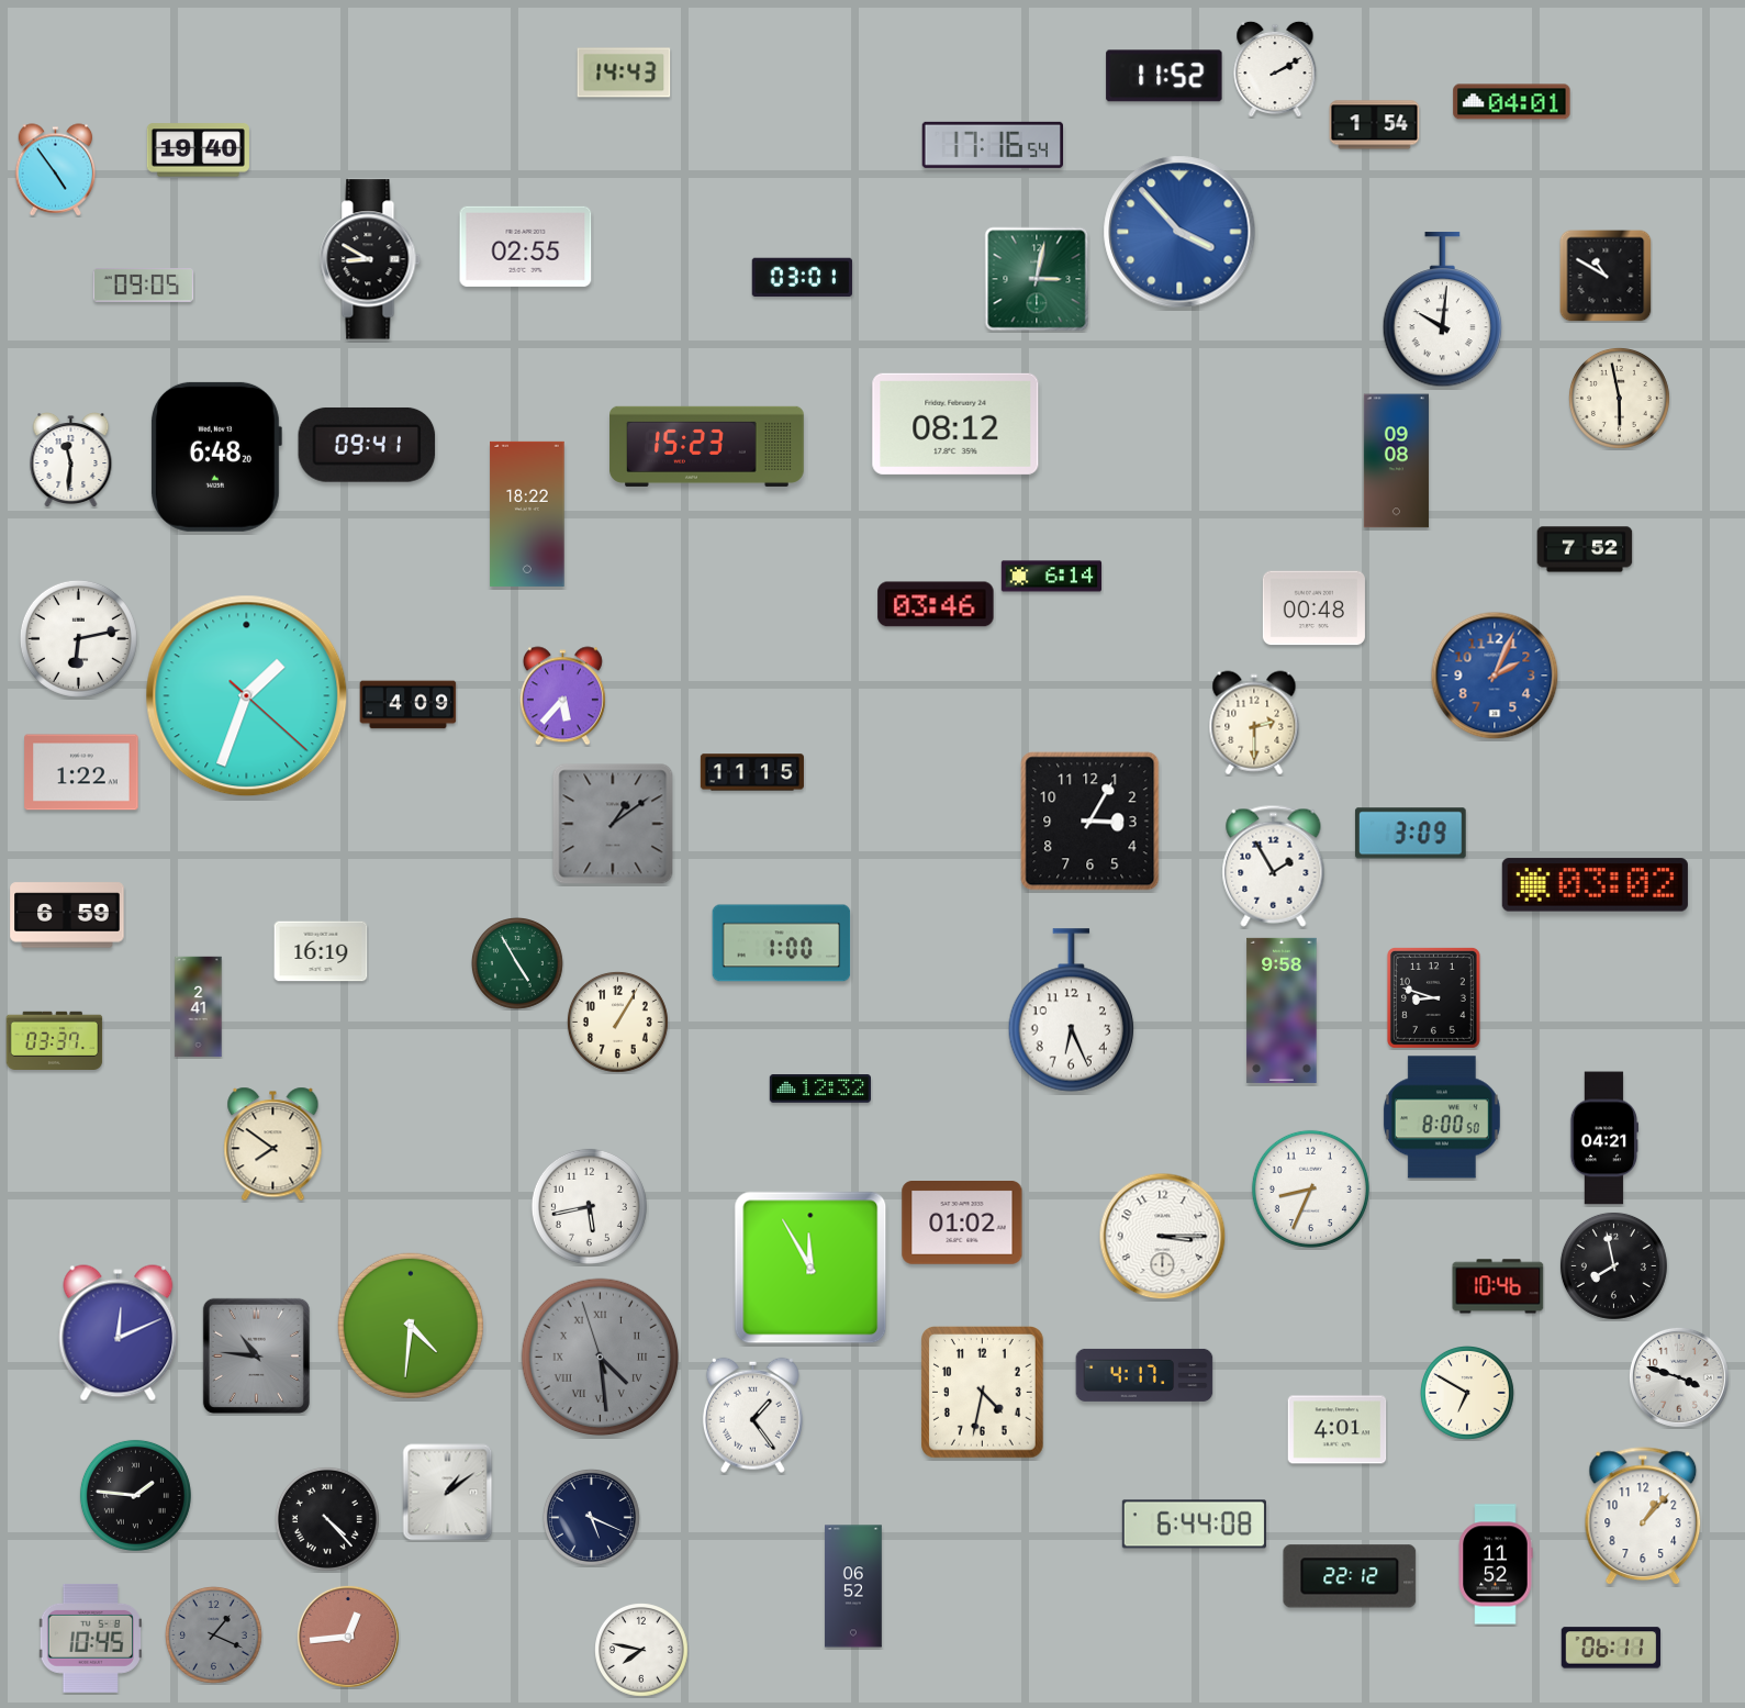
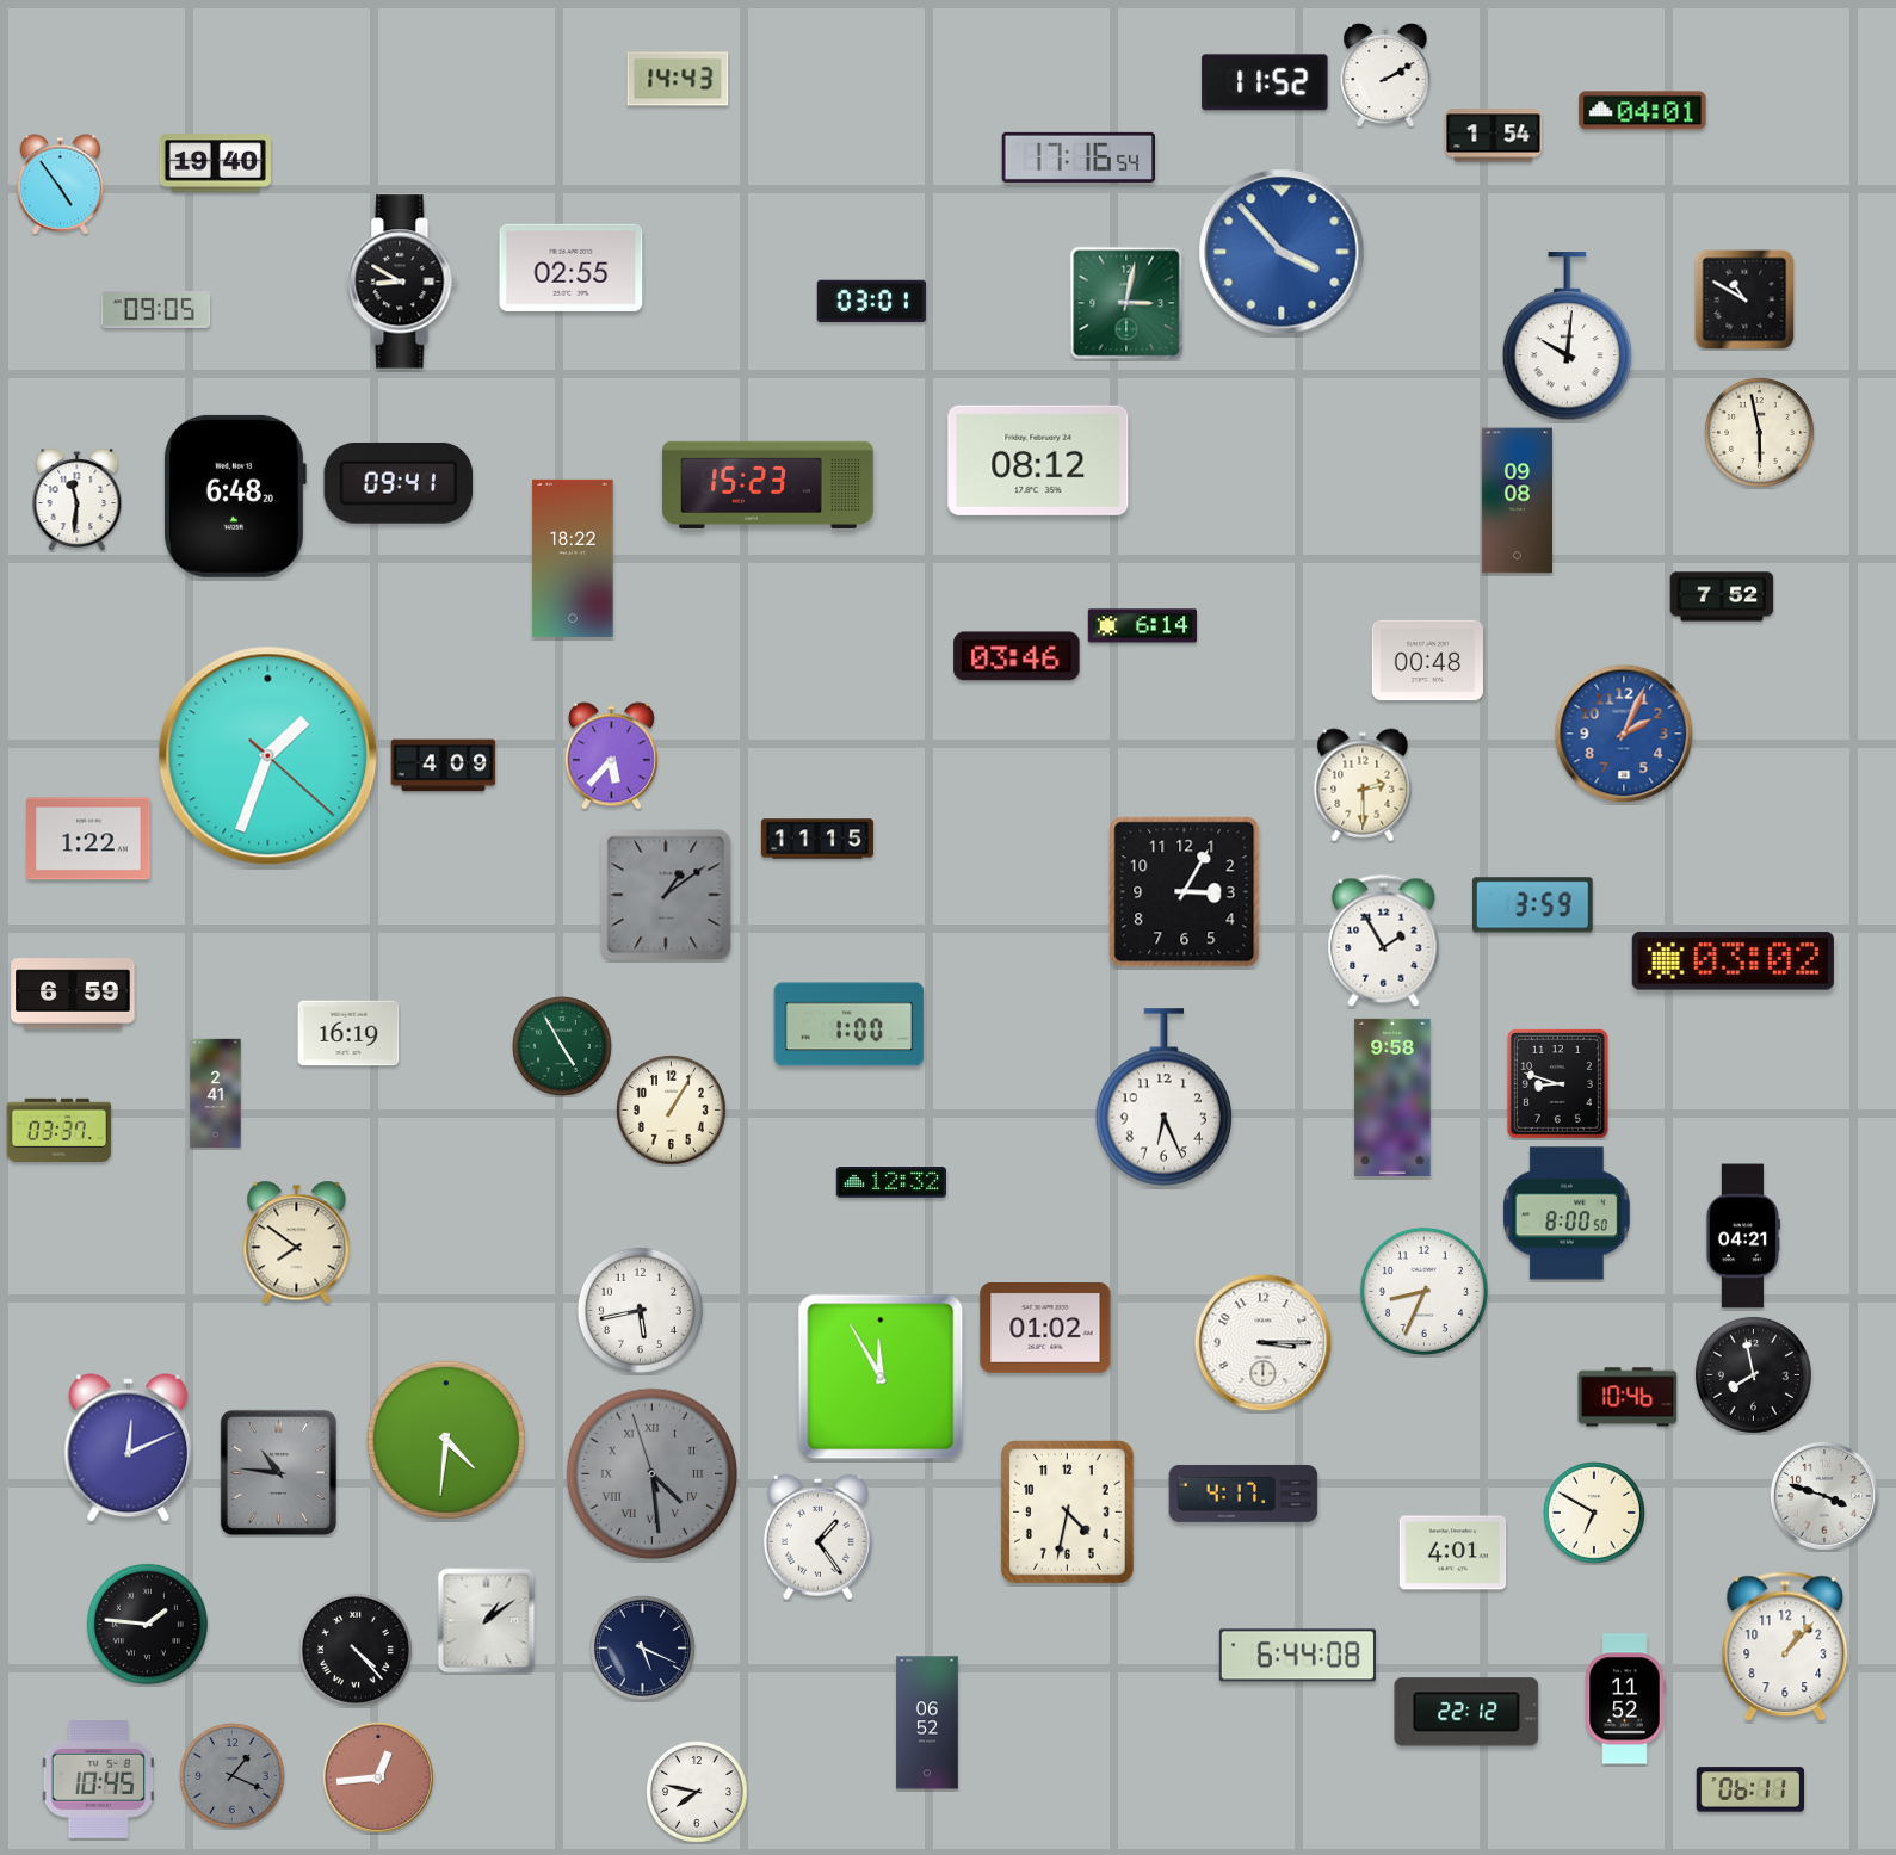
clock at (78, 638): 6:13 -> none
clock at (1410, 834): 3:09 -> 3:59
